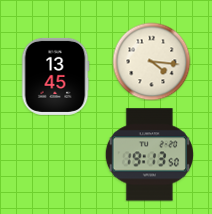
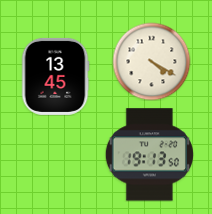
clock at (151, 61): 4:16 -> 4:20
